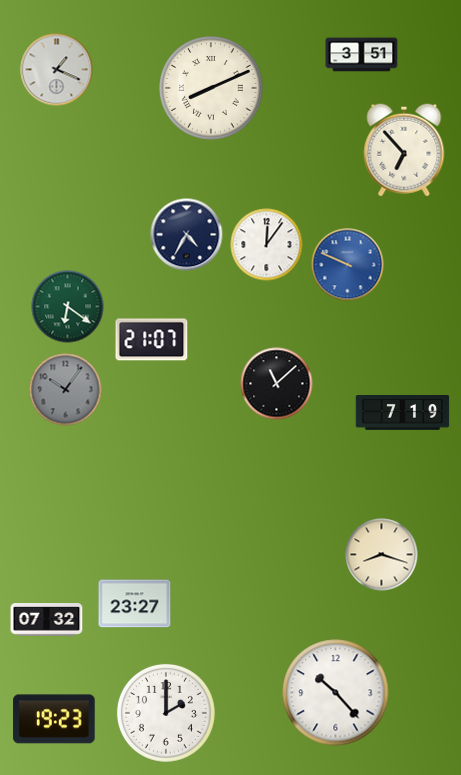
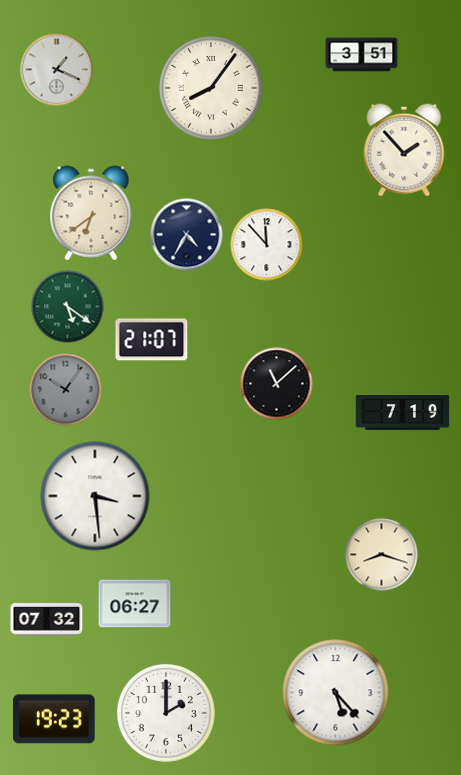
clock at (211, 88): 8:11 -> 8:06
clock at (404, 150): 6:53 -> 1:53
clock at (91, 213): none -> 6:39
clock at (267, 245): 12:06 -> 11:53
clock at (348, 265): 9:49 -> none
clock at (68, 307): 6:21 -> 5:21
clock at (95, 496): none -> 3:29
clock at (135, 604): 23:27 -> 06:27
clock at (336, 693): 10:23 -> 5:23
